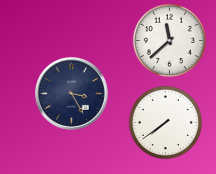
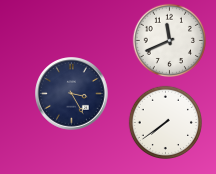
clock at (169, 40): 11:38 -> 11:41
